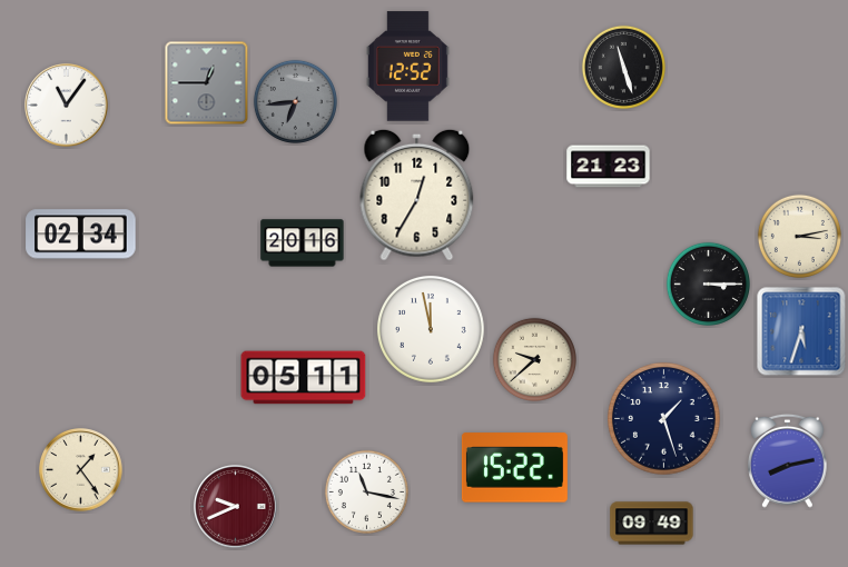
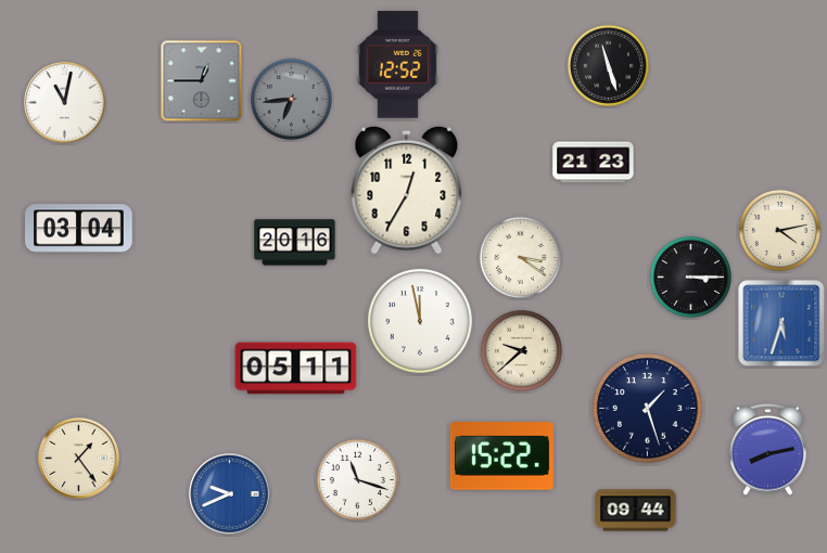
clock at (295, 101) position: (295, 101) -> (291, 99)
clock at (67, 106): 11:06 -> 11:02
clock at (81, 235): 02:34 -> 03:04
clock at (799, 236): 3:13 -> 4:13
clock at (303, 243) position: (303, 243) -> (295, 243)
clock at (520, 257): none -> 3:21
clock at (366, 491): 11:17 -> 11:18
clock at (236, 507) dial: burgundy -> blue
clock at (652, 524): 09:49 -> 09:44
